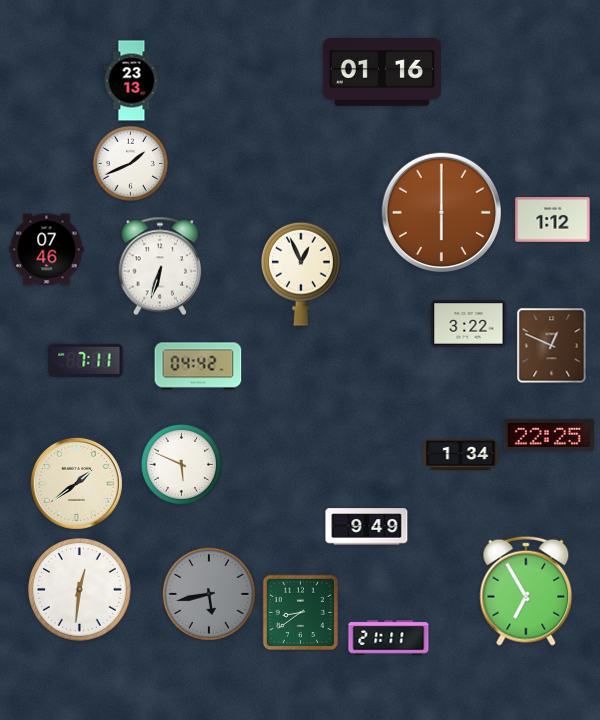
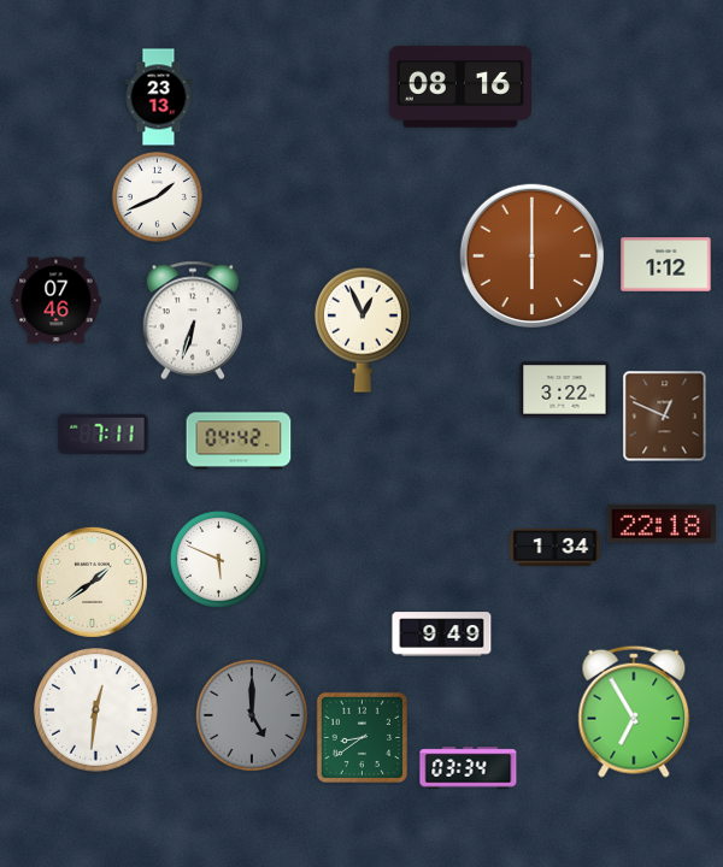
clock at (381, 73): 01:16 -> 08:16
clock at (549, 435): 22:25 -> 22:18
clock at (209, 594): 5:43 -> 5:00
clock at (389, 638): 21:11 -> 03:34
